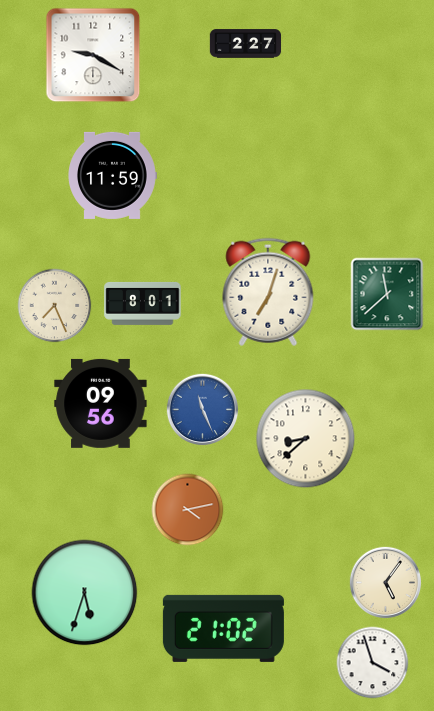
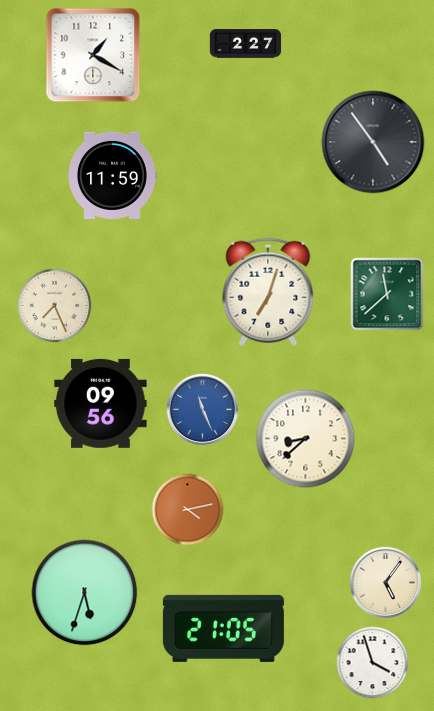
clock at (93, 55): 9:20 -> 1:20
clock at (373, 142): none -> 4:54
clock at (143, 303): 8:01 -> none
clock at (223, 628): 21:02 -> 21:05
